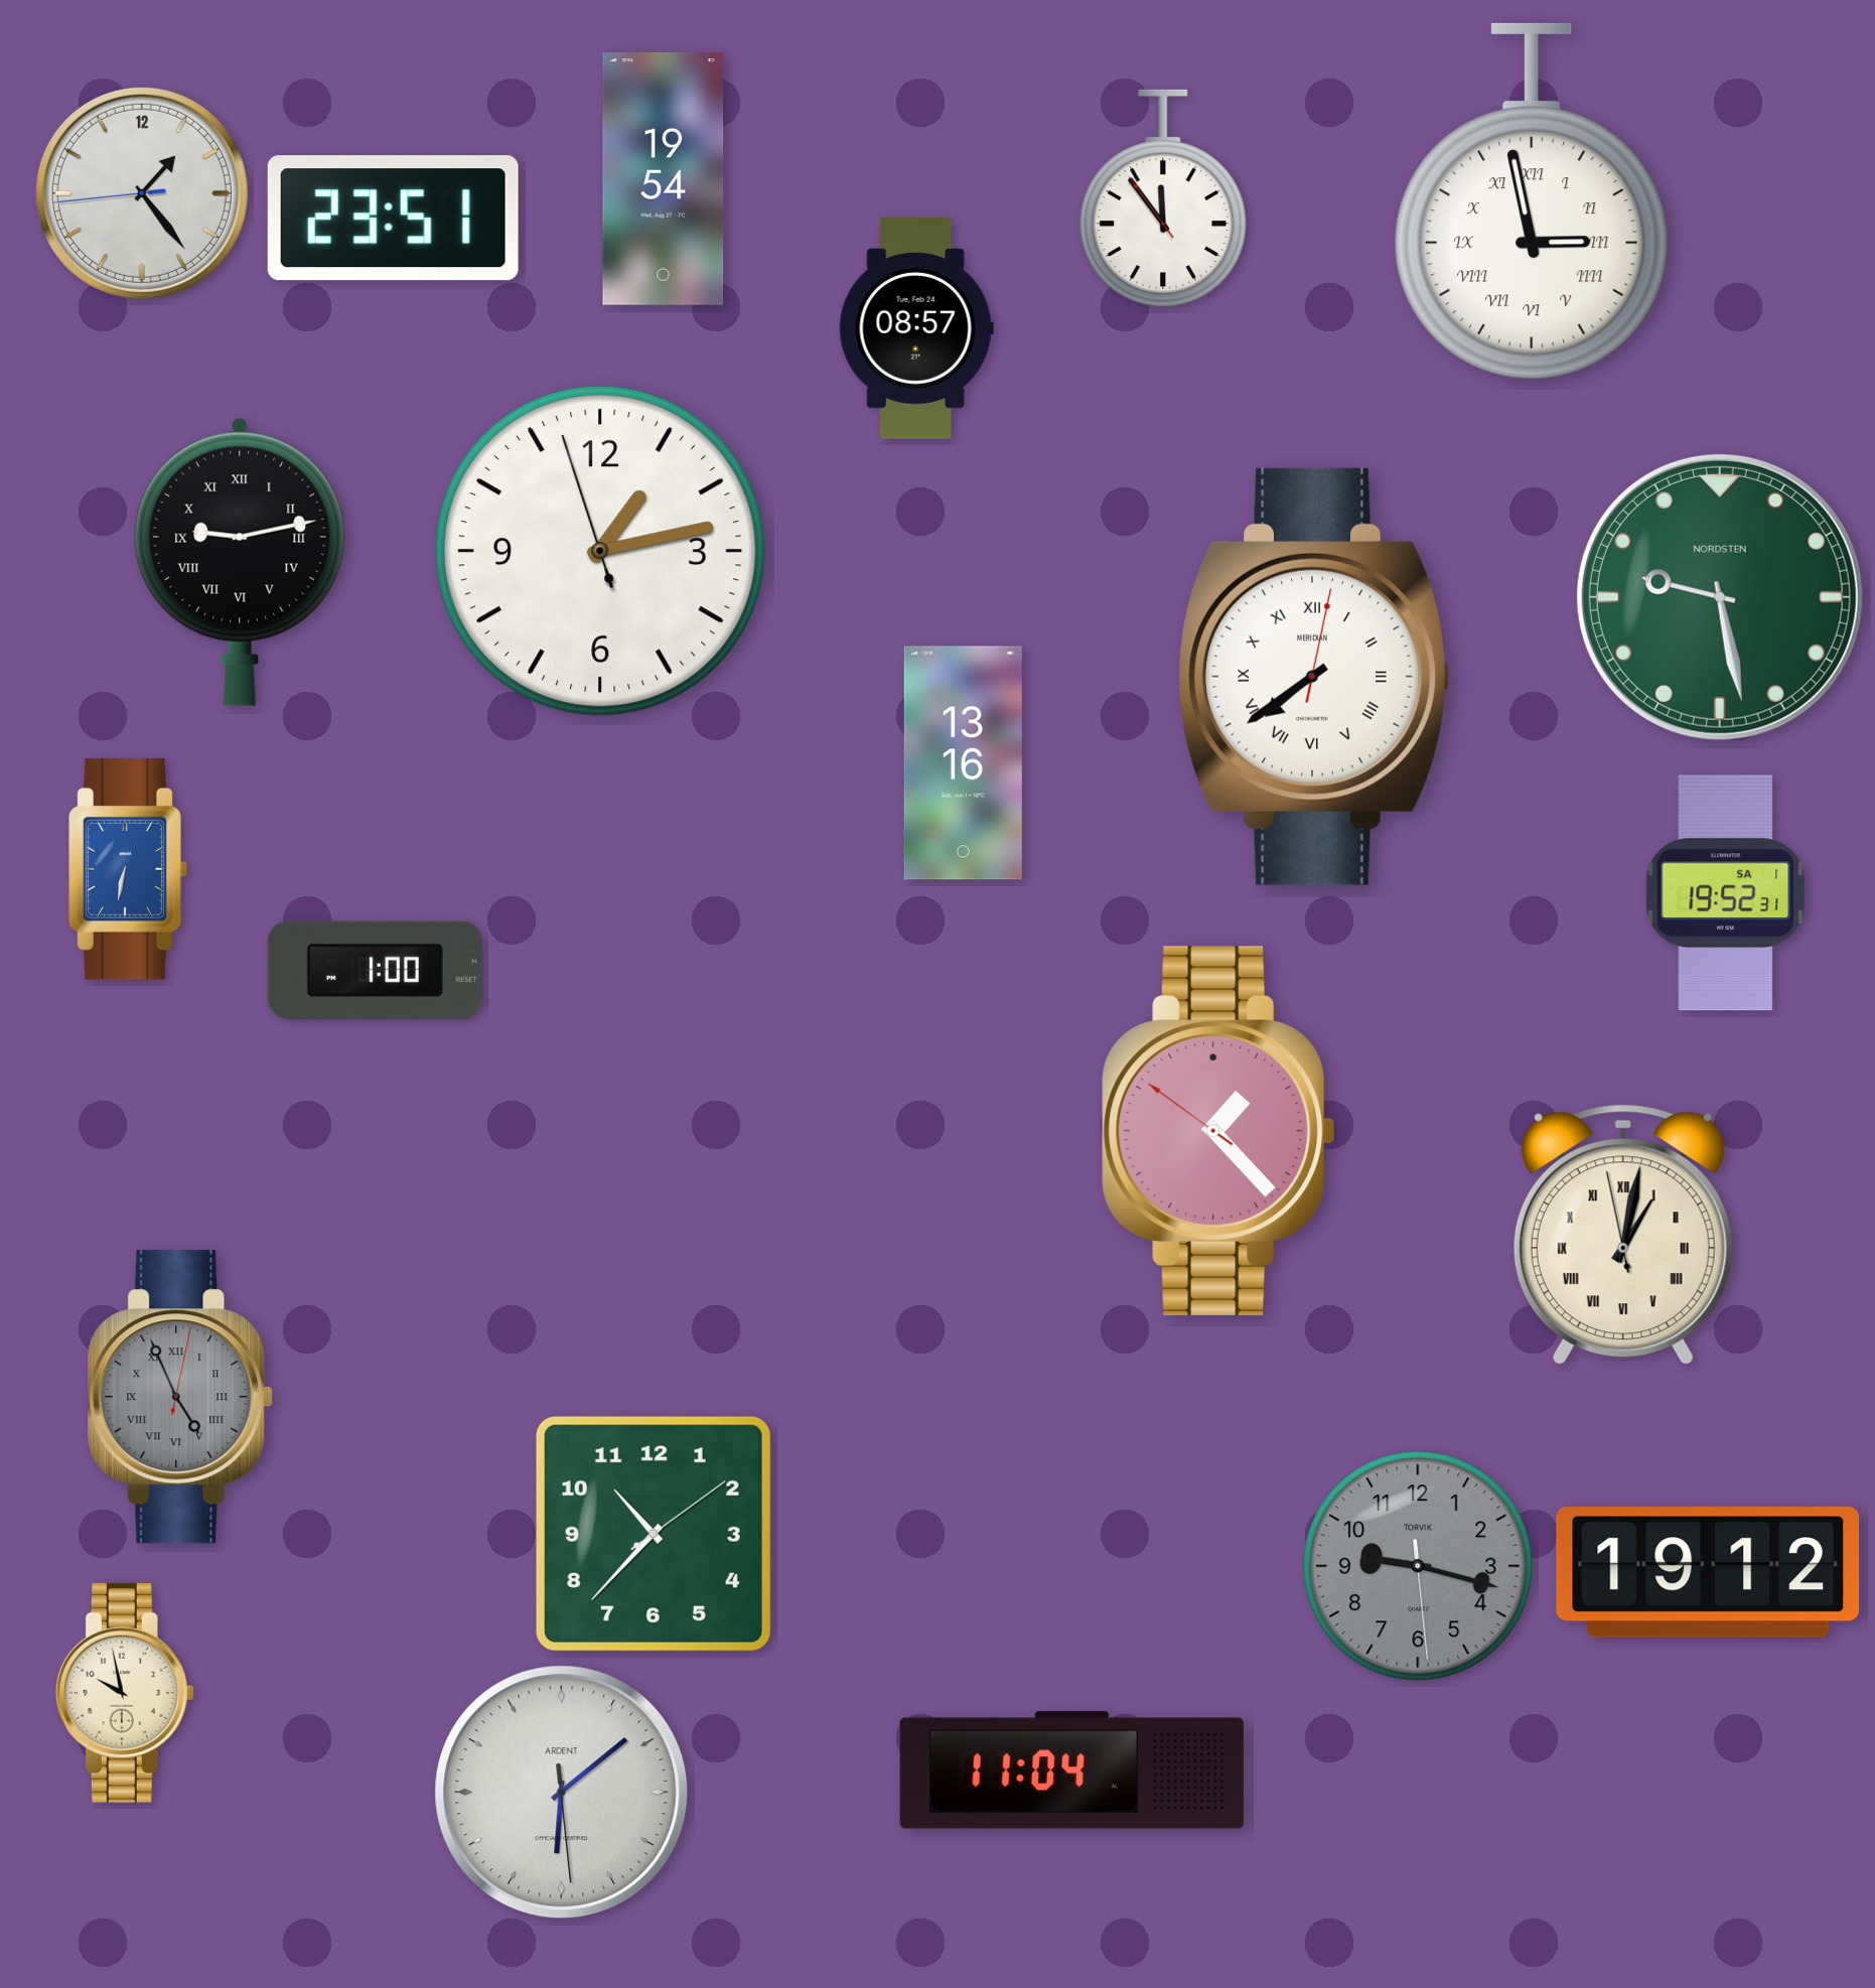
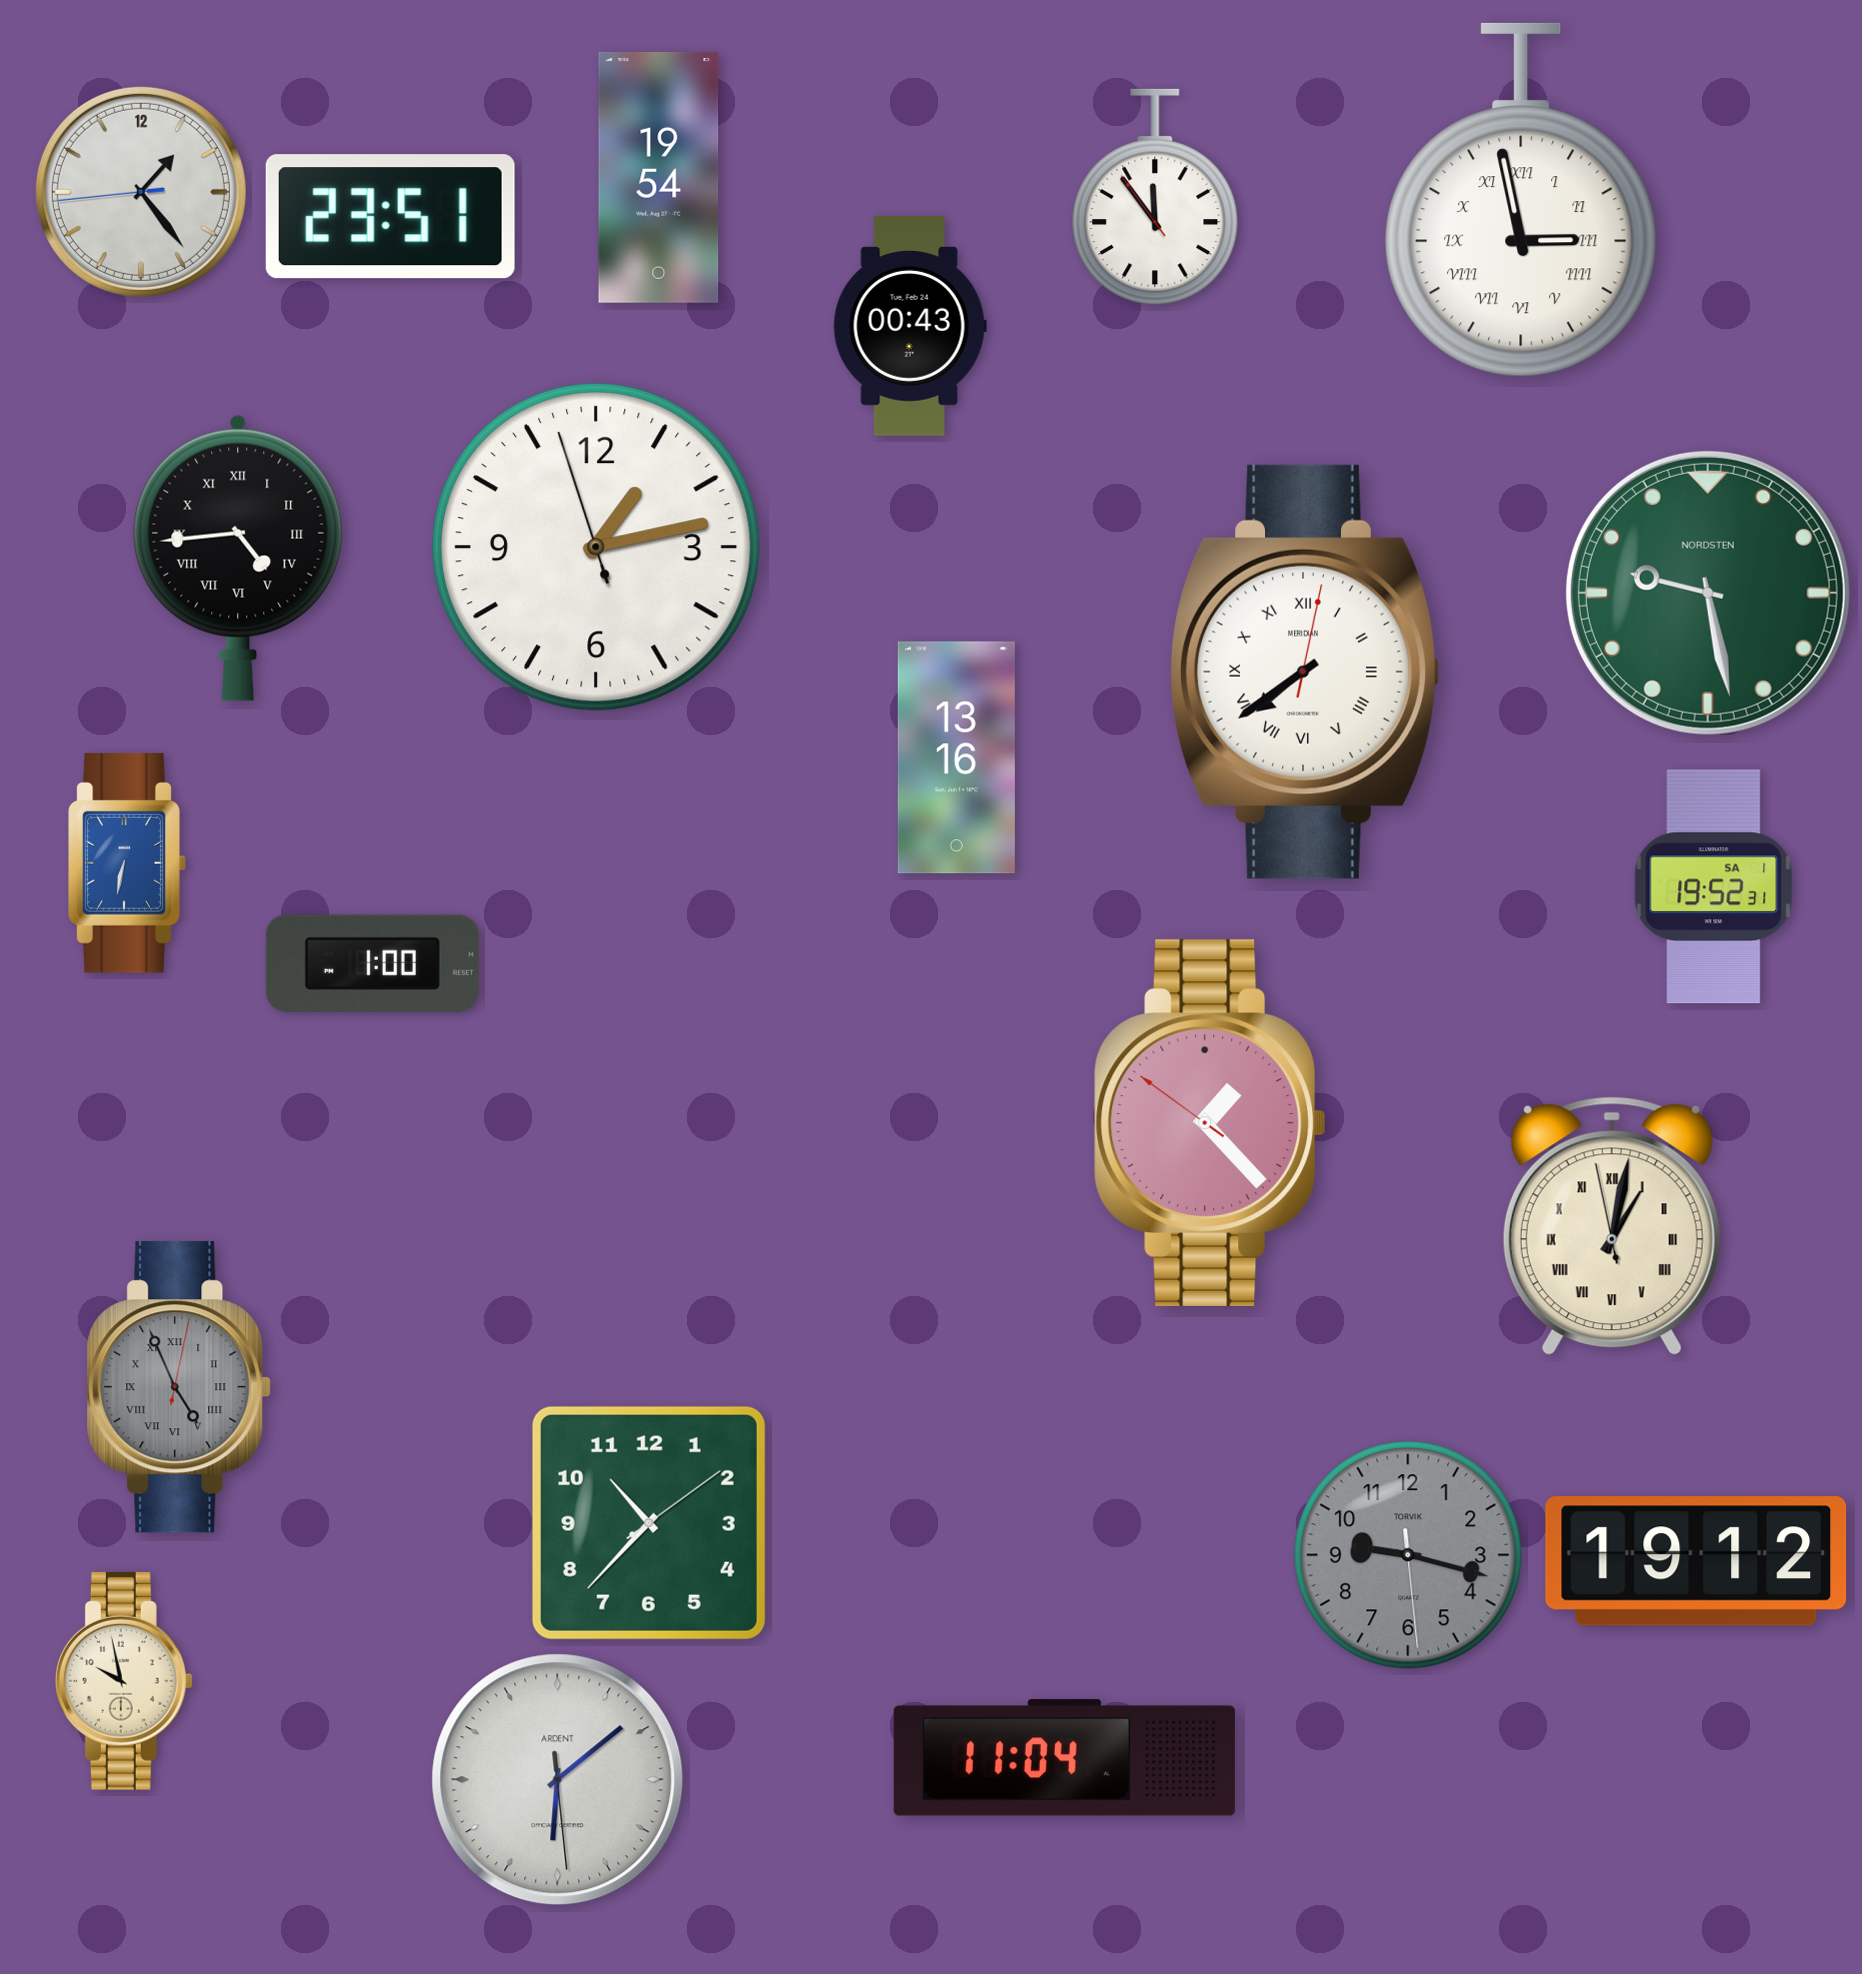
clock at (916, 328): 08:57 -> 00:43
clock at (240, 562): 9:13 -> 4:44
